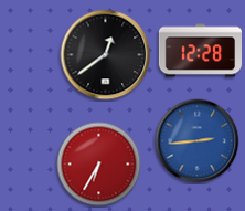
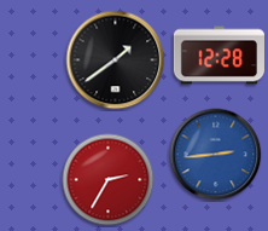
clock at (106, 55): 12:39 -> 1:39
clock at (99, 165): 6:35 -> 2:35
